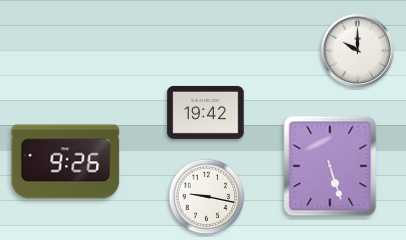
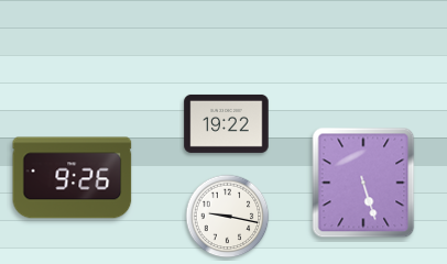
clock at (357, 50): 10:00 -> none
clock at (206, 112): 19:42 -> 19:22
